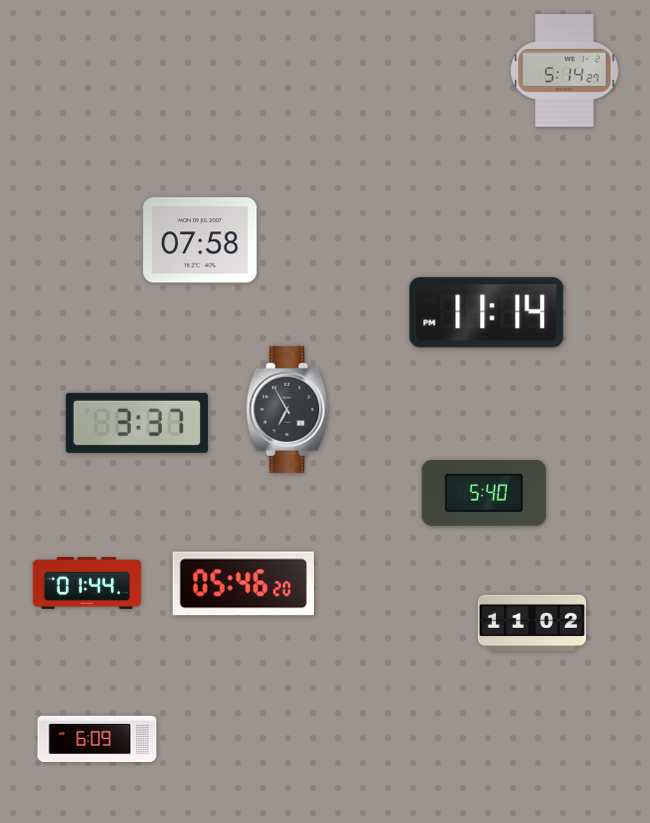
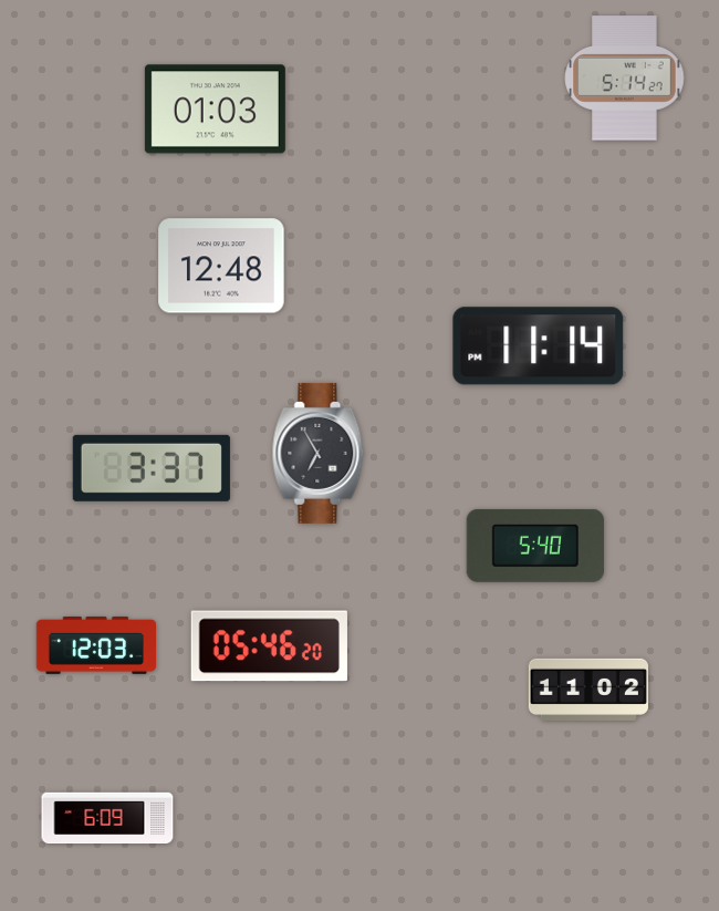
clock at (215, 110): none -> 01:03
clock at (200, 240): 07:58 -> 12:48
clock at (86, 583): 01:44 -> 12:03
